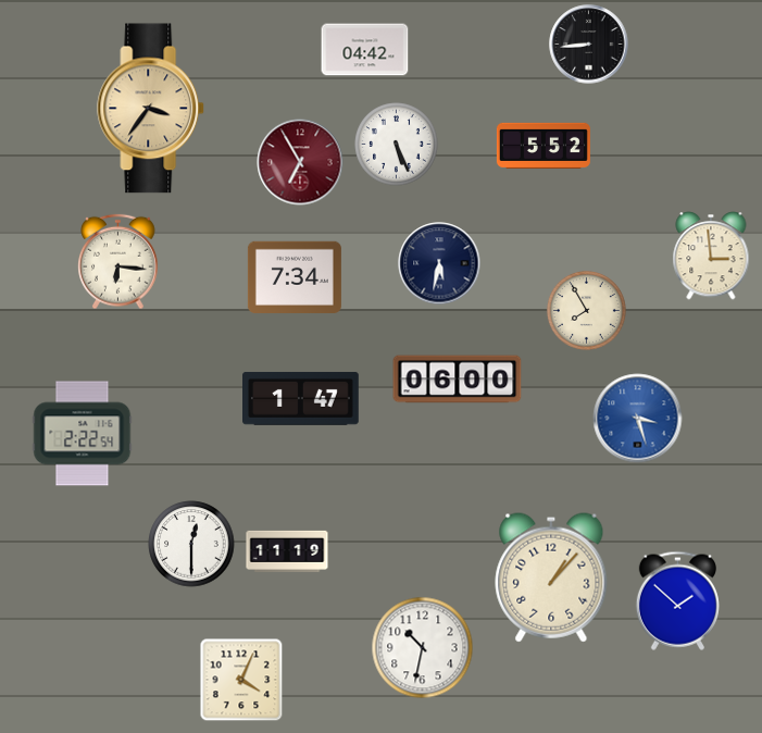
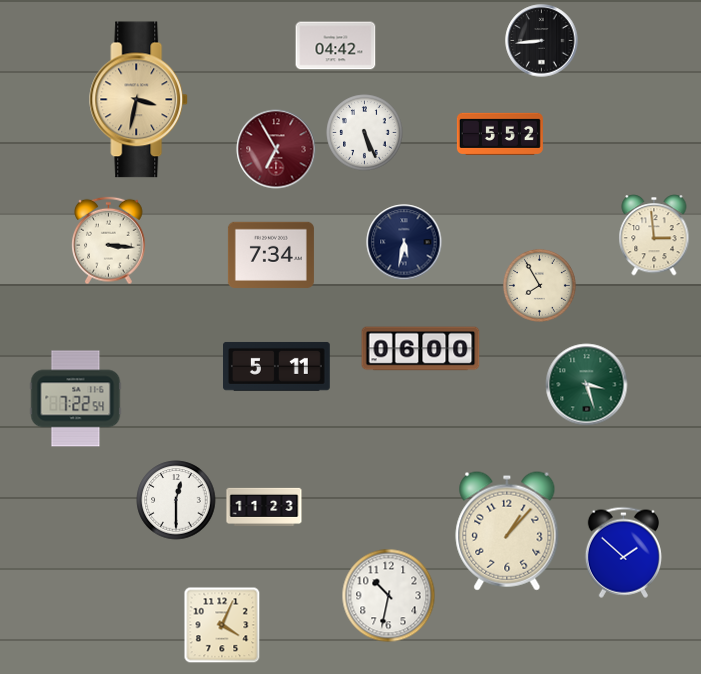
clock at (151, 109): 3:36 -> 3:32
clock at (118, 262): 6:16 -> 3:16
clock at (301, 398): 1:47 -> 5:11
clock at (638, 419) dial: blue -> green
clock at (83, 434): 2:22 -> 7:22
clock at (287, 551): 11:19 -> 11:23
